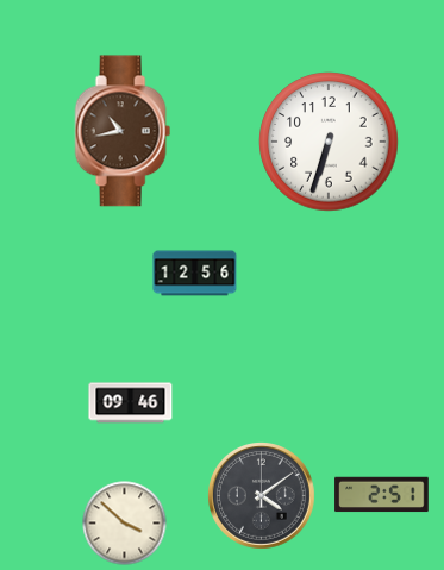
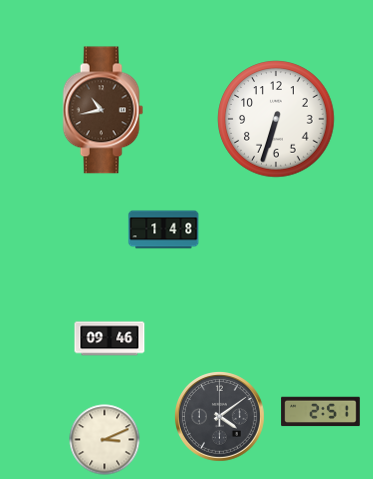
clock at (195, 274): 12:56 -> 1:48
clock at (382, 495) position: (382, 495) -> (321, 412)
clock at (125, 524): 3:52 -> 3:11
